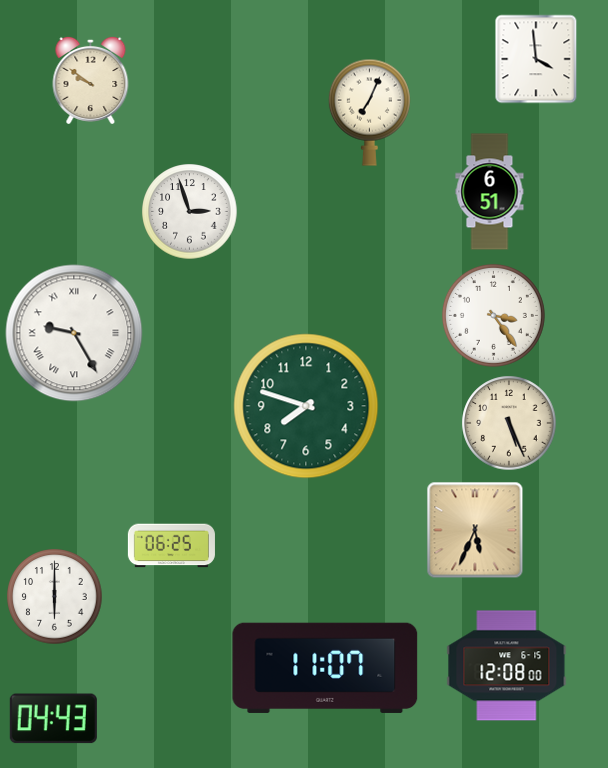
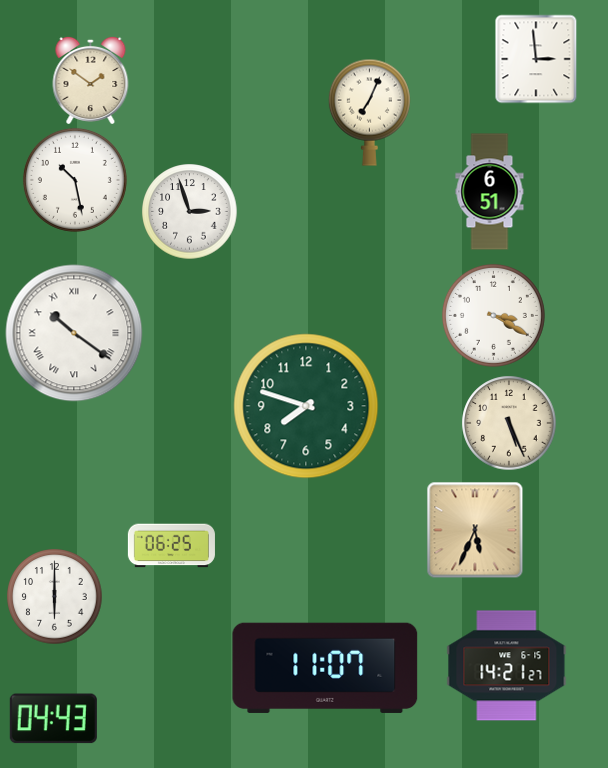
clock at (536, 59): 3:59 -> 2:59
clock at (91, 80): 9:51 -> 1:51
clock at (75, 180): none -> 10:28
clock at (493, 315): 3:24 -> 3:20
clock at (74, 333): 9:25 -> 10:21
clock at (507, 666): 12:08 -> 14:21
